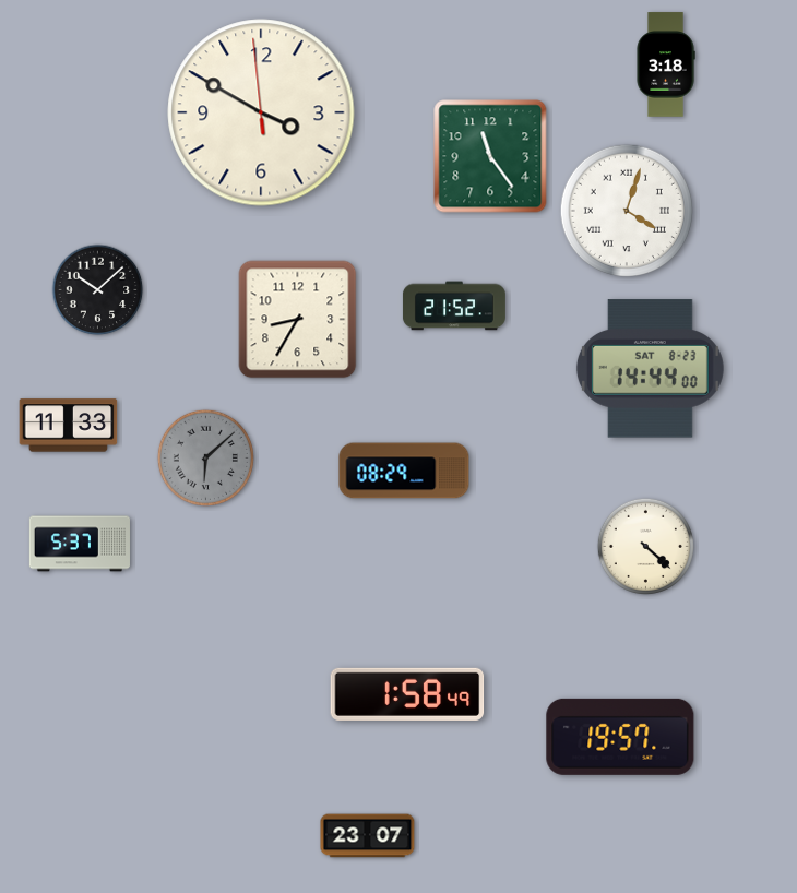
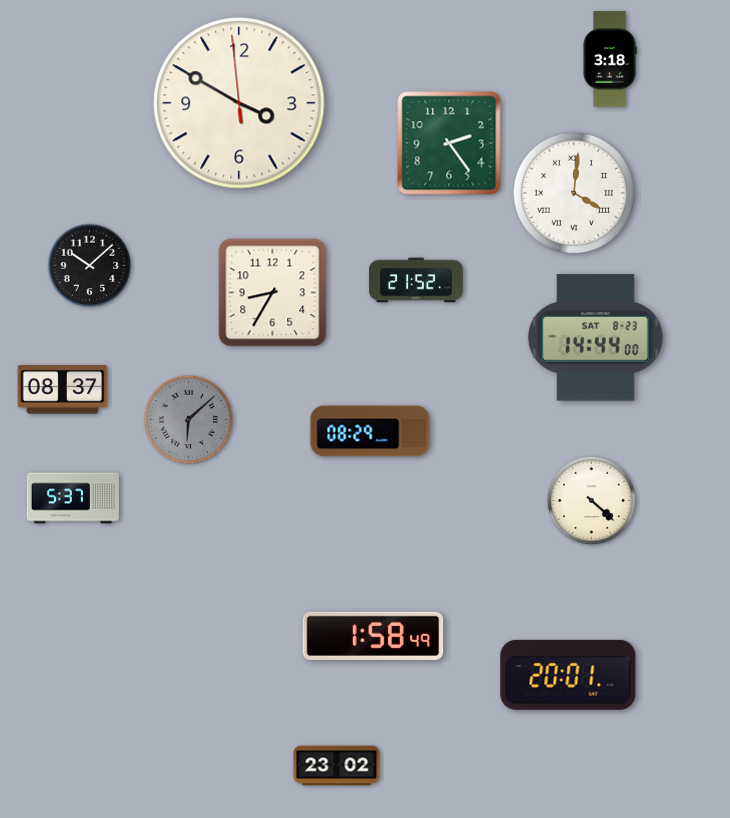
clock at (490, 156): 11:24 -> 2:24
clock at (626, 210): 4:03 -> 4:01
clock at (69, 426): 11:33 -> 08:37
clock at (620, 737): 19:57 -> 20:01
clock at (368, 836): 23:07 -> 23:02
